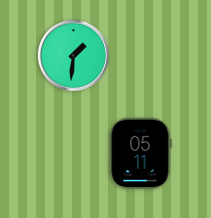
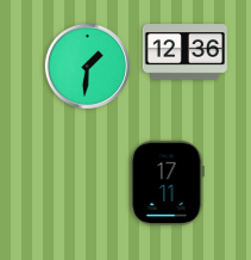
clock at (184, 52): none -> 12:36
clock at (140, 153): 05:11 -> 17:11
